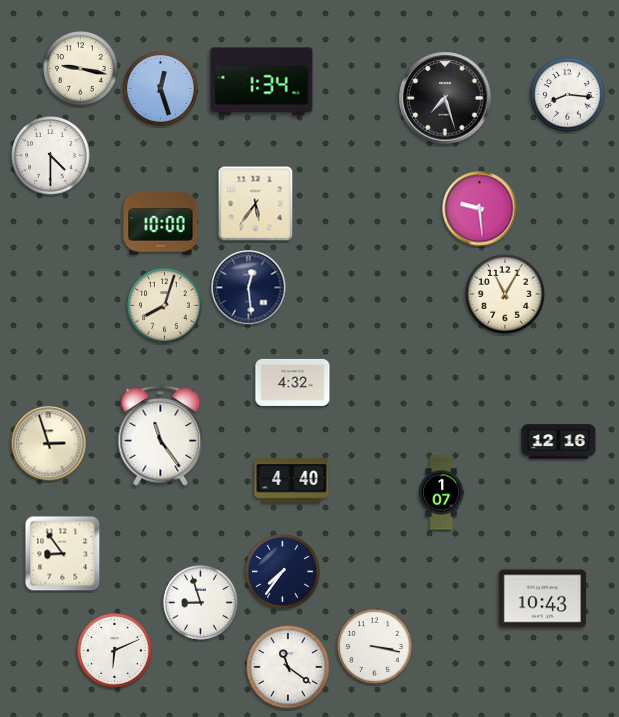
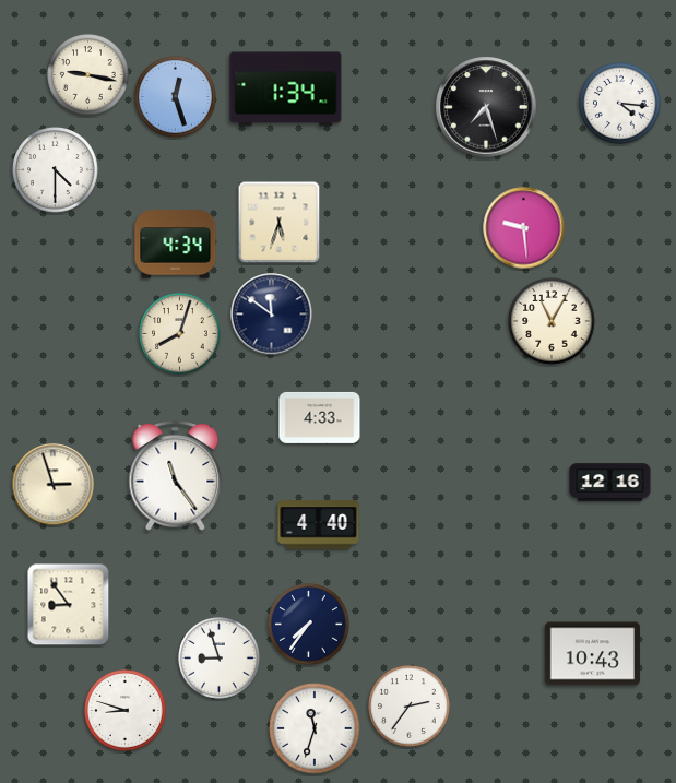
clock at (568, 95): 8:16 -> 4:16
clock at (256, 204): 5:36 -> 5:33
clock at (161, 224): 10:00 -> 4:34
clock at (249, 288): 12:29 -> 11:51
clock at (293, 382): 4:32 -> 4:33
clock at (442, 493): 1:07 -> none
clock at (375, 647): 3:17 -> 2:36
clock at (115, 651): 6:11 -> 8:48
clock at (288, 667): 11:21 -> 11:33
